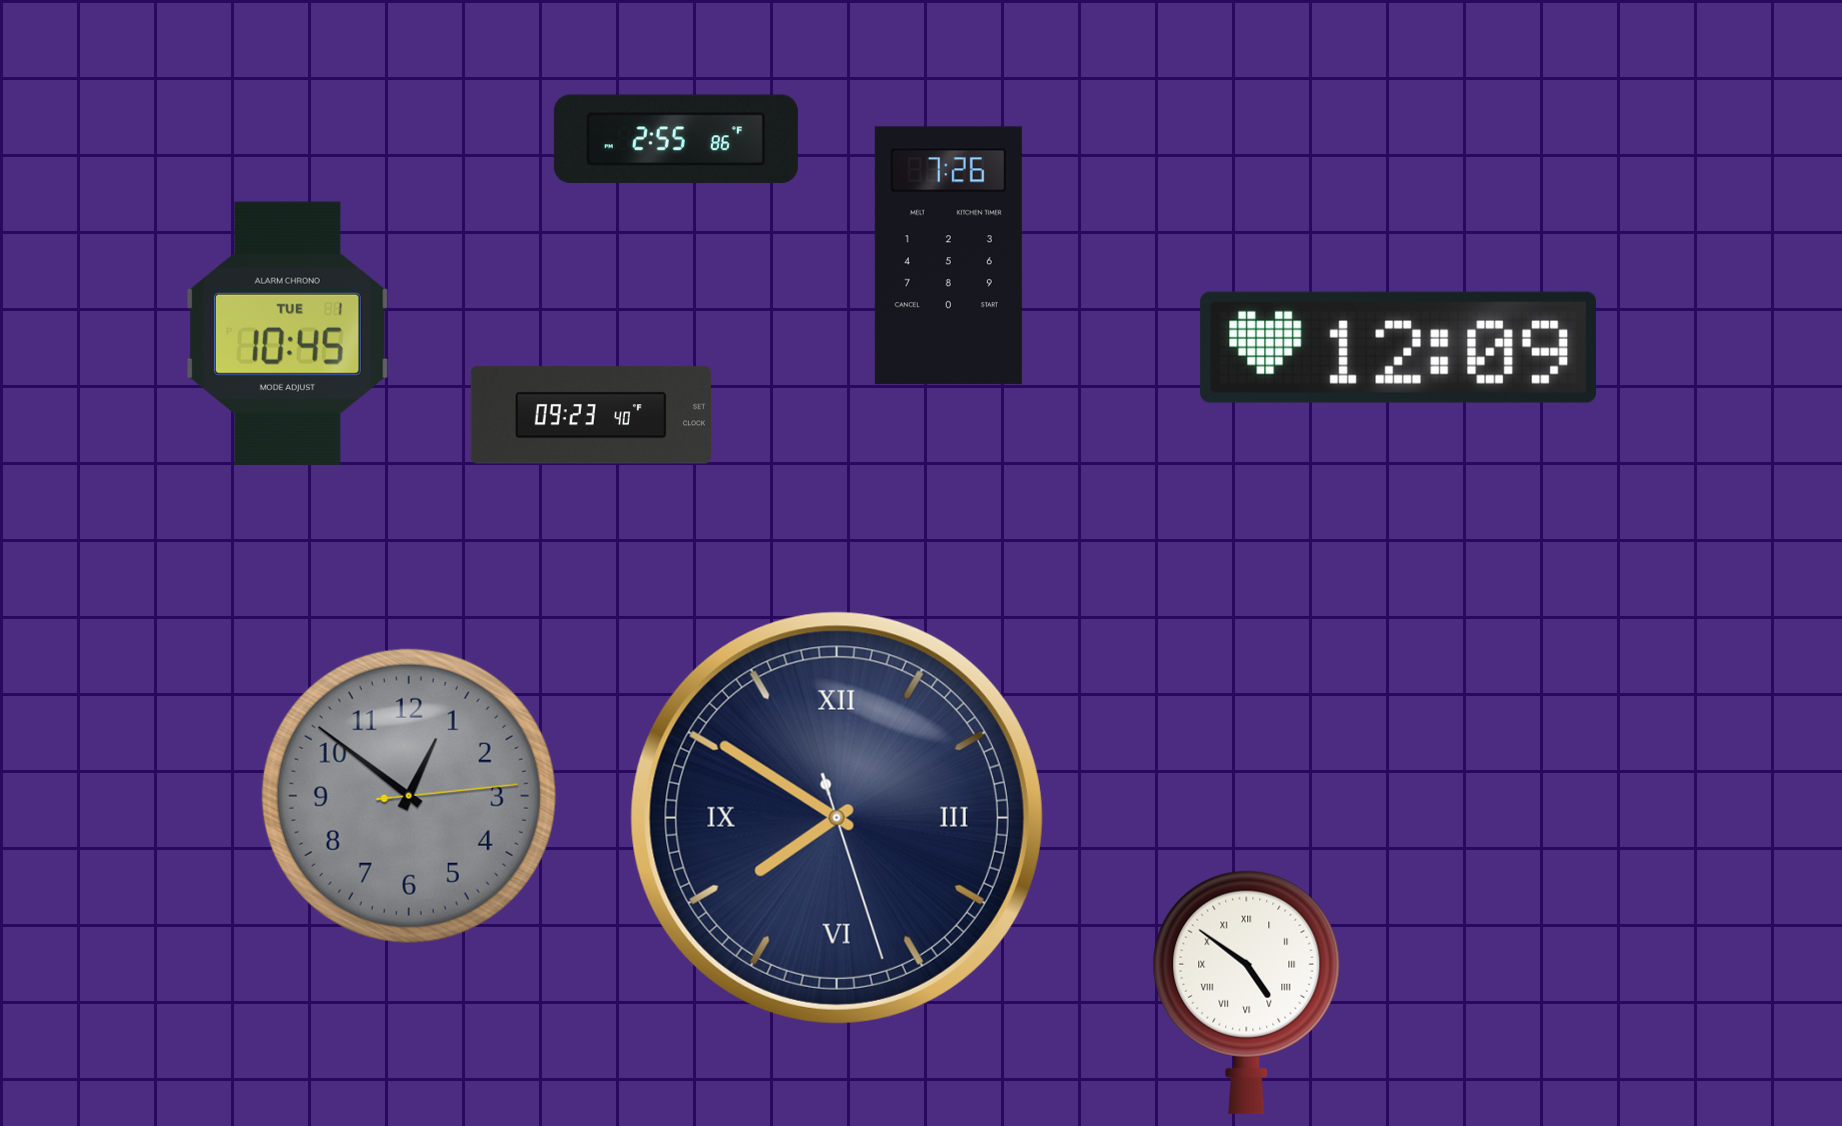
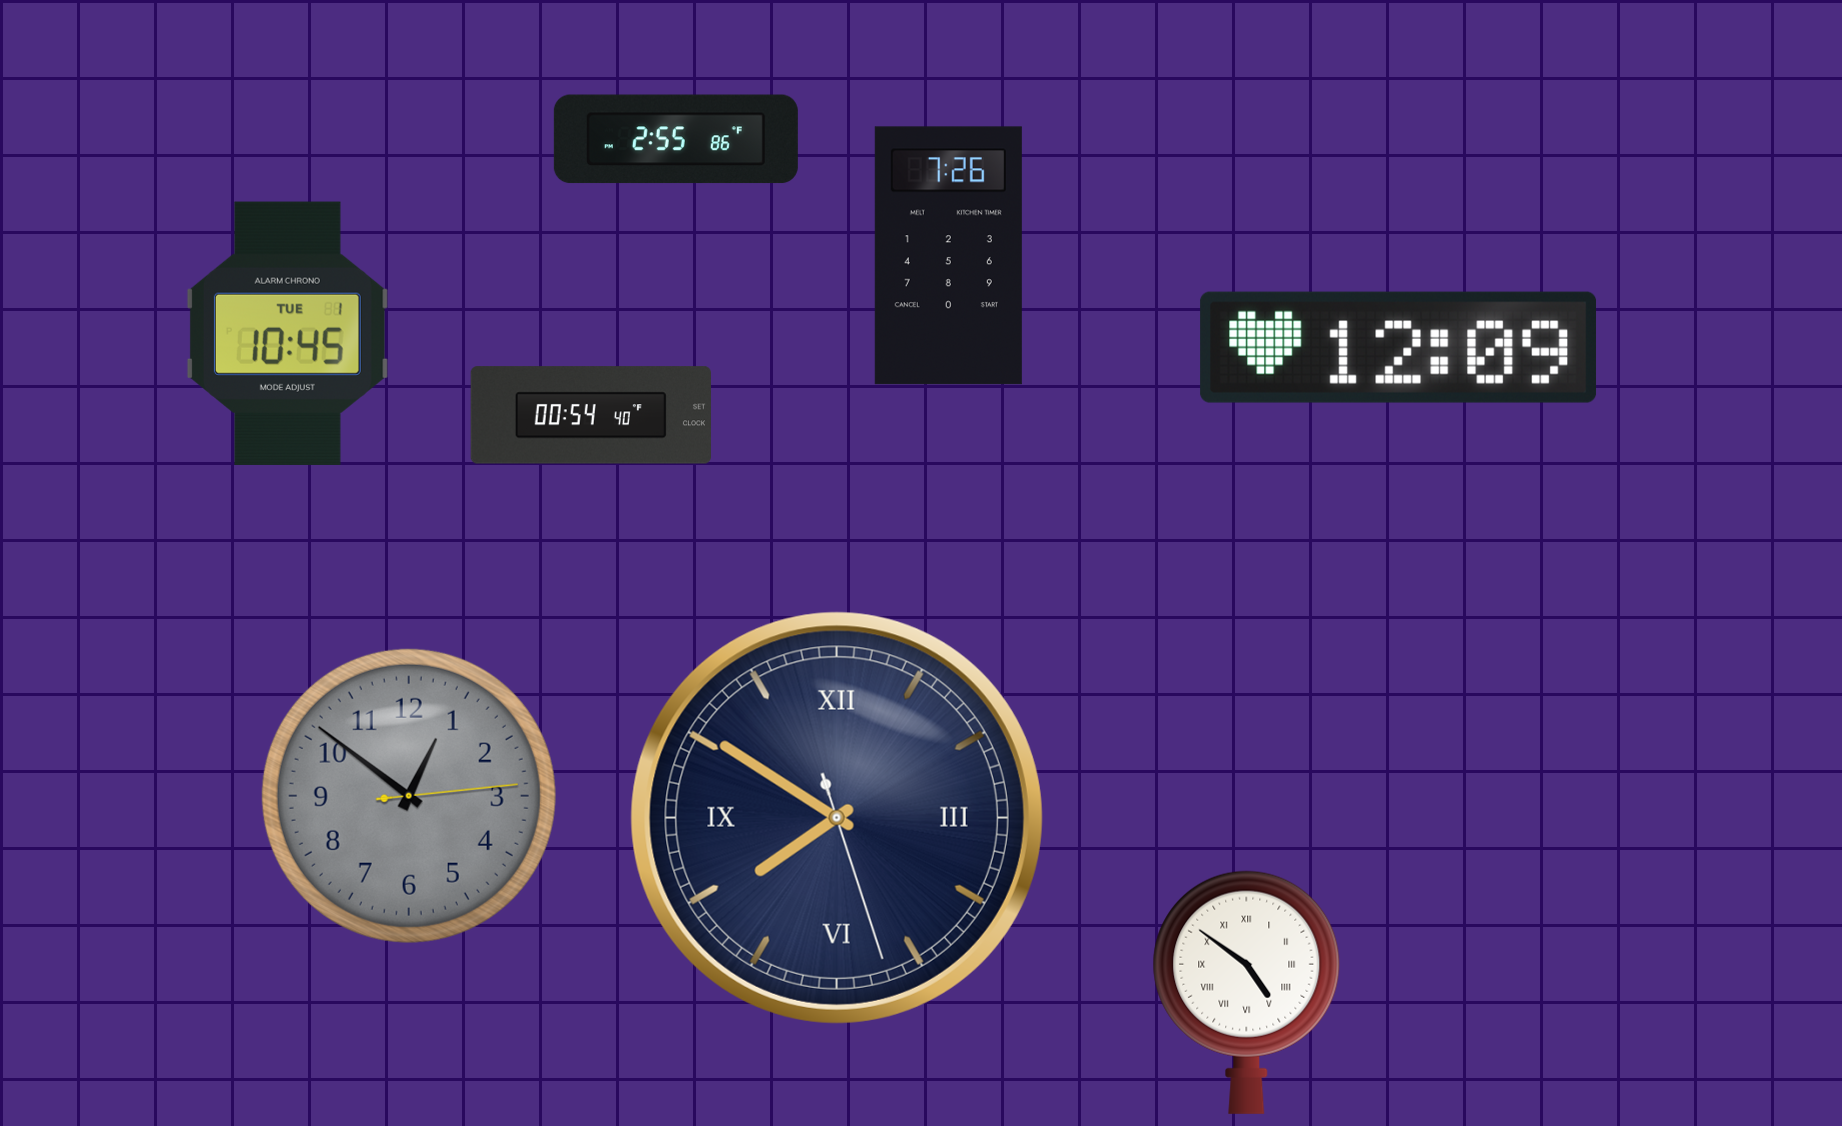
clock at (591, 415): 09:23 -> 00:54
